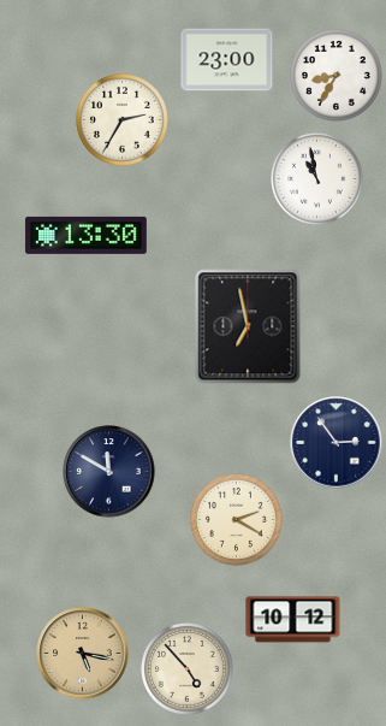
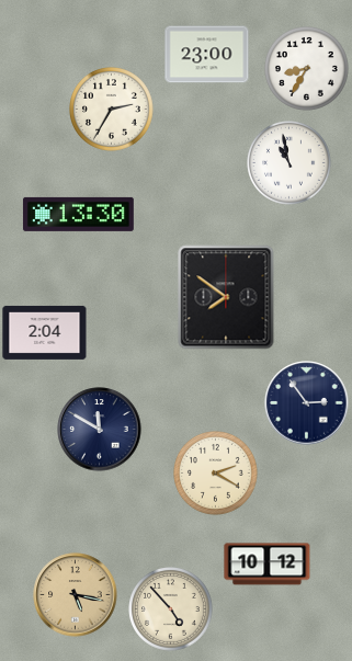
clock at (248, 326): 6:58 -> 7:51
clock at (45, 332): none -> 2:04
